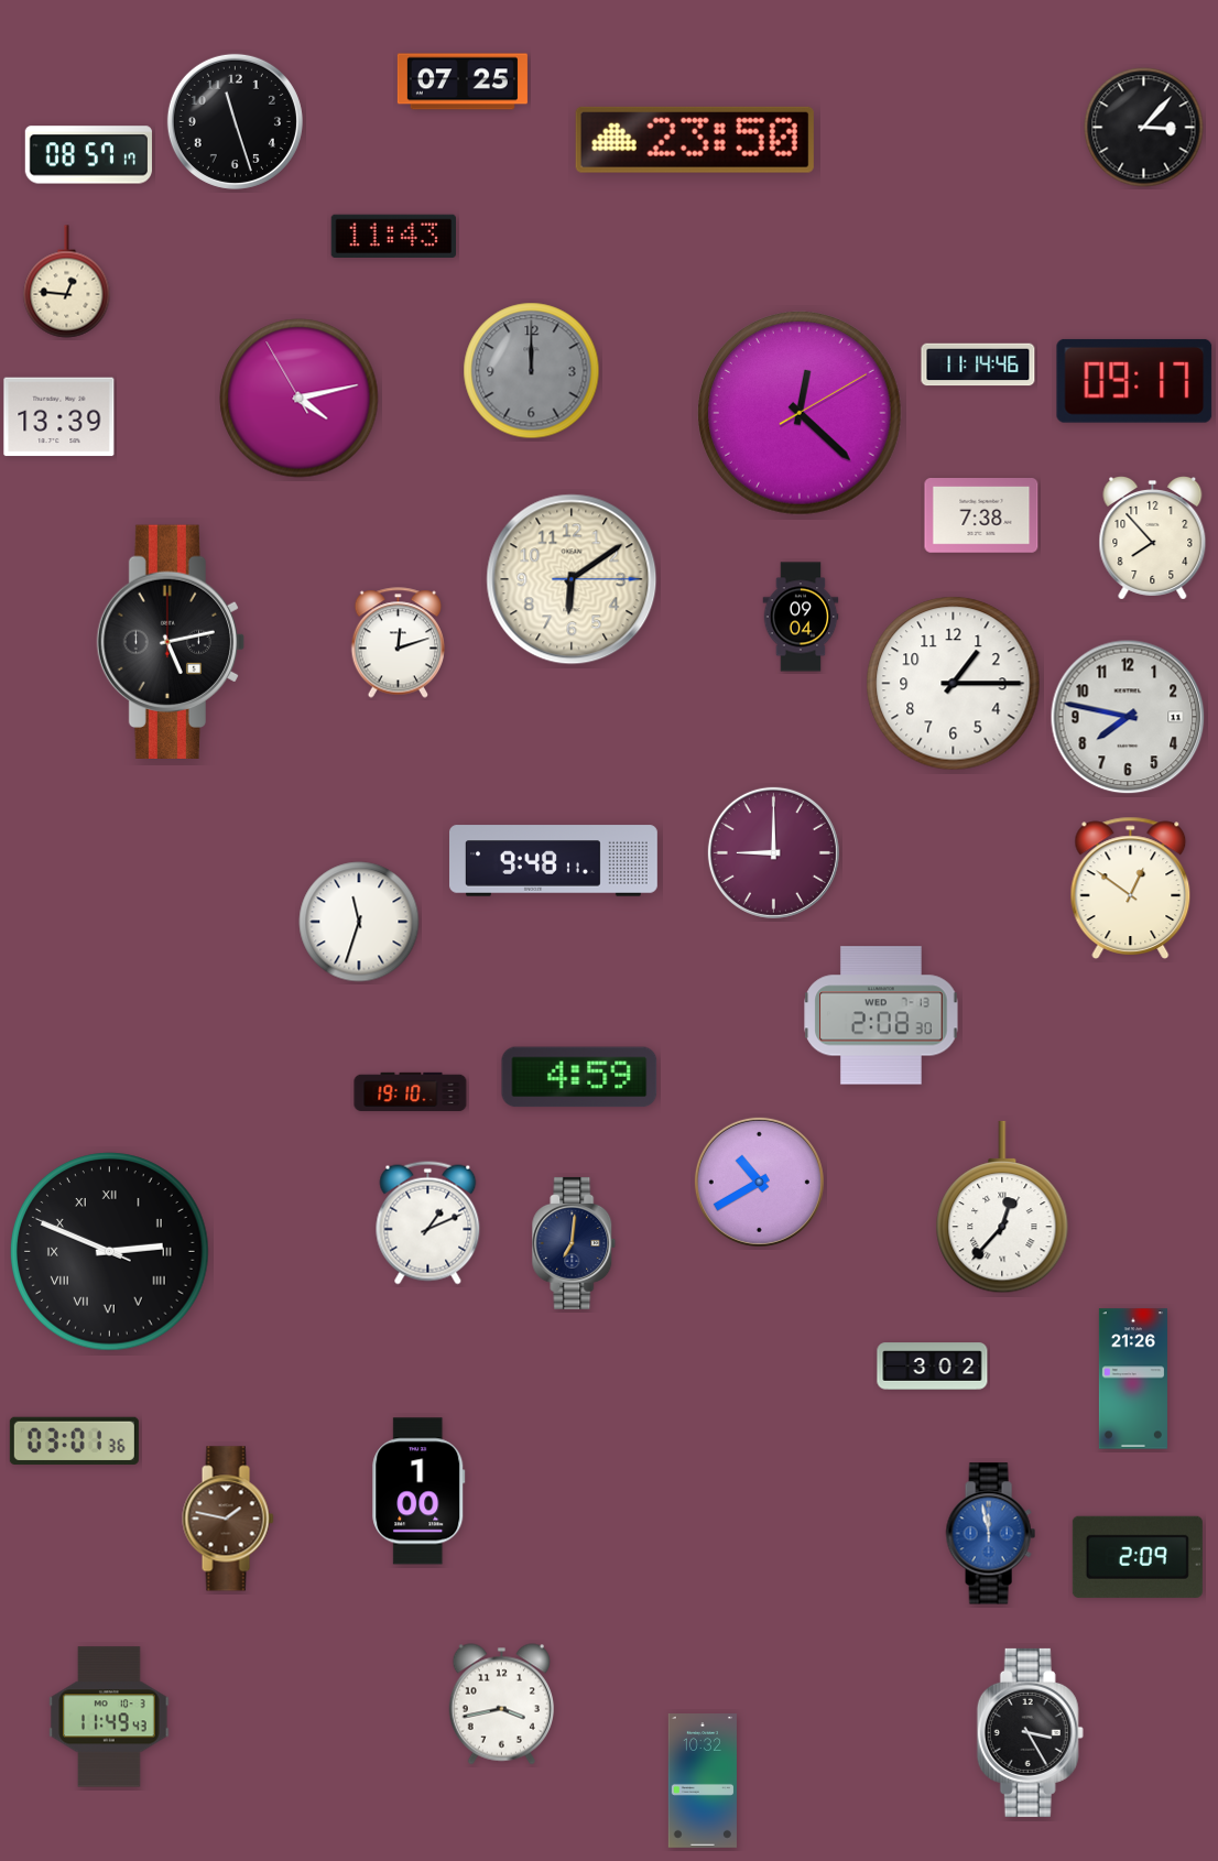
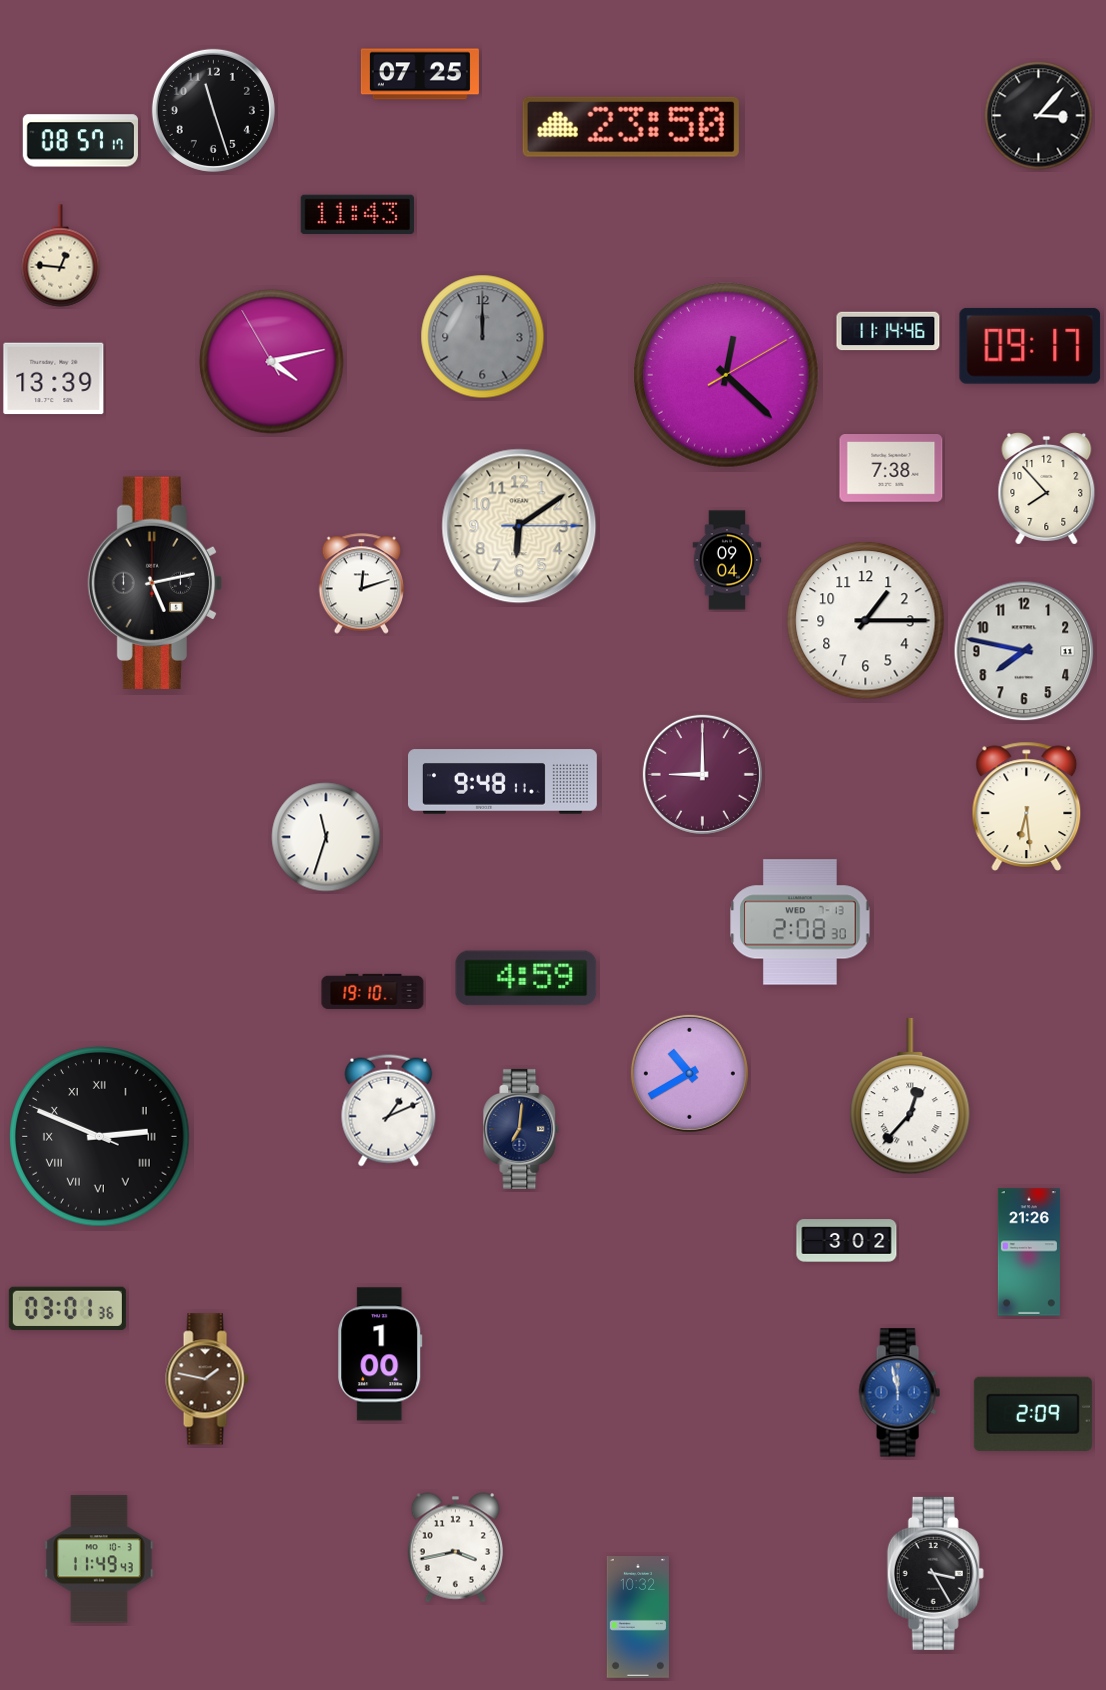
clock at (1131, 888): 12:51 -> 6:29
